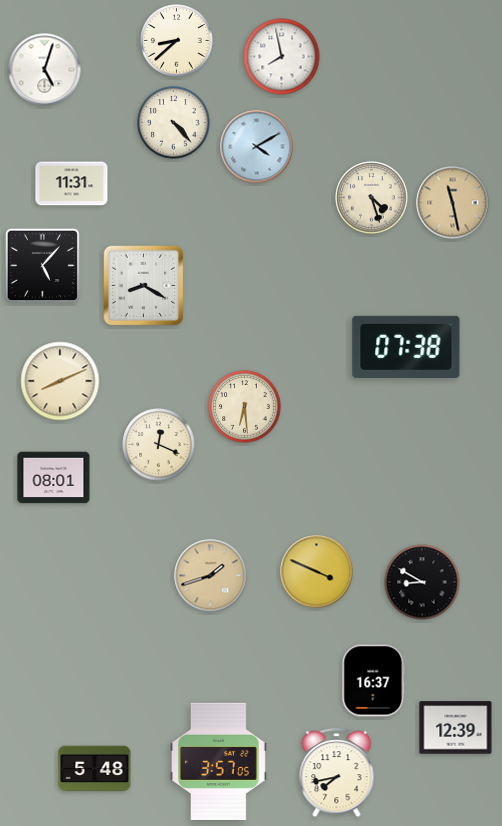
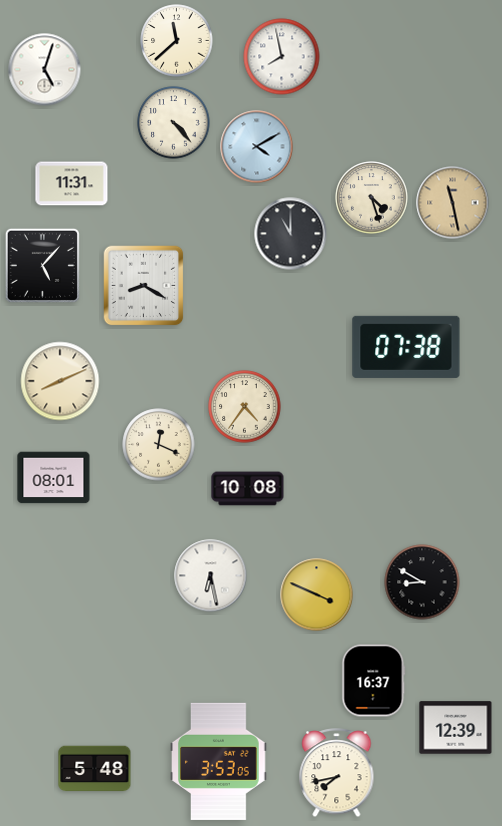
clock at (177, 41): 8:38 -> 11:38
clock at (291, 234): none -> 11:00
clock at (245, 407): 6:29 -> 4:36
clock at (248, 489): none -> 10:08
clock at (317, 572) position: (317, 572) -> (317, 595)
clock at (211, 576): 1:42 -> 6:28
clock at (211, 576) dial: champagne -> white
clock at (219, 761): 3:57 -> 3:53
